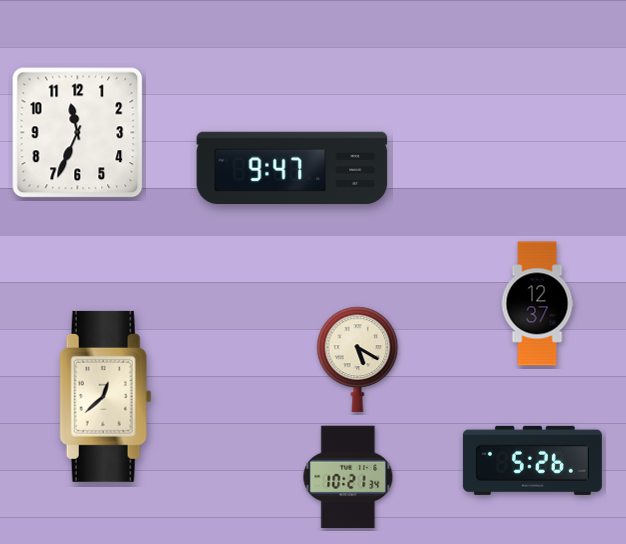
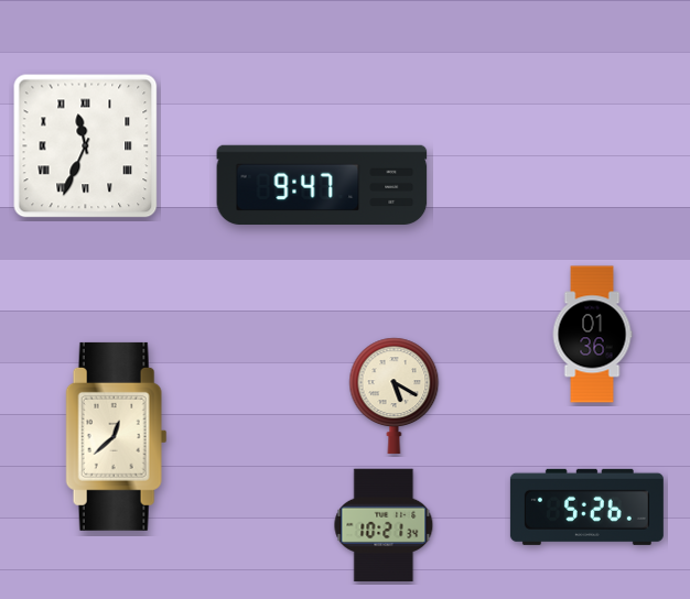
clock at (78, 133) numerals: Arabic -> Roman
clock at (537, 304): 12:37 -> 01:36
